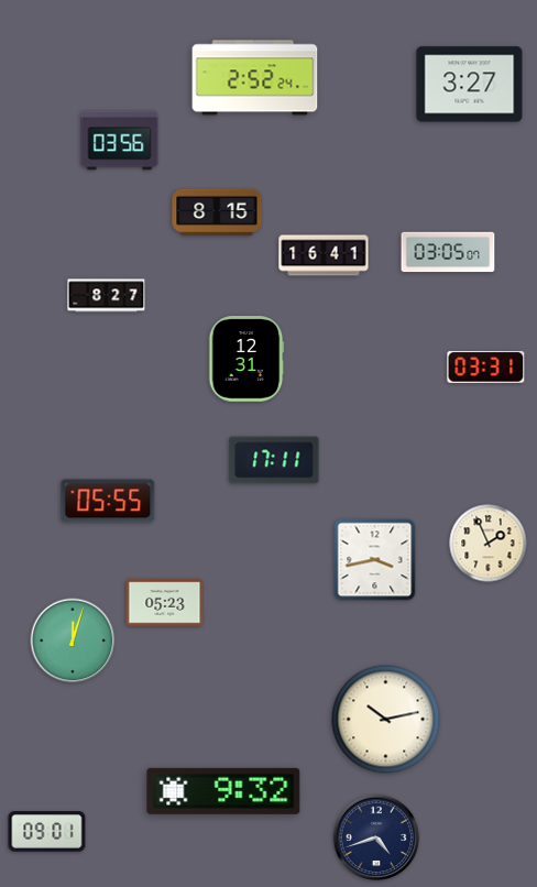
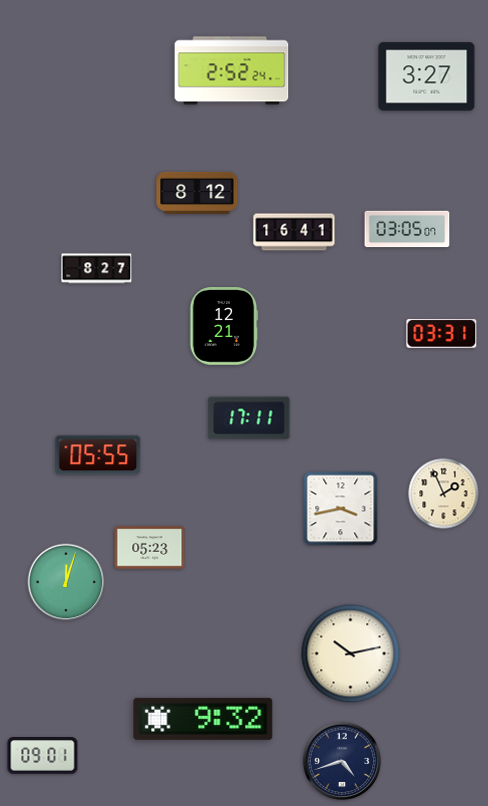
clock at (120, 141): 03:56 -> none
clock at (217, 212): 8:15 -> 8:12
clock at (246, 359): 12:31 -> 12:21
